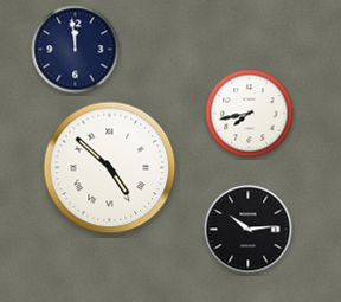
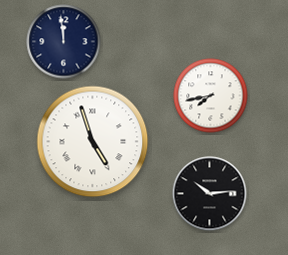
clock at (110, 168): 4:52 -> 4:57
